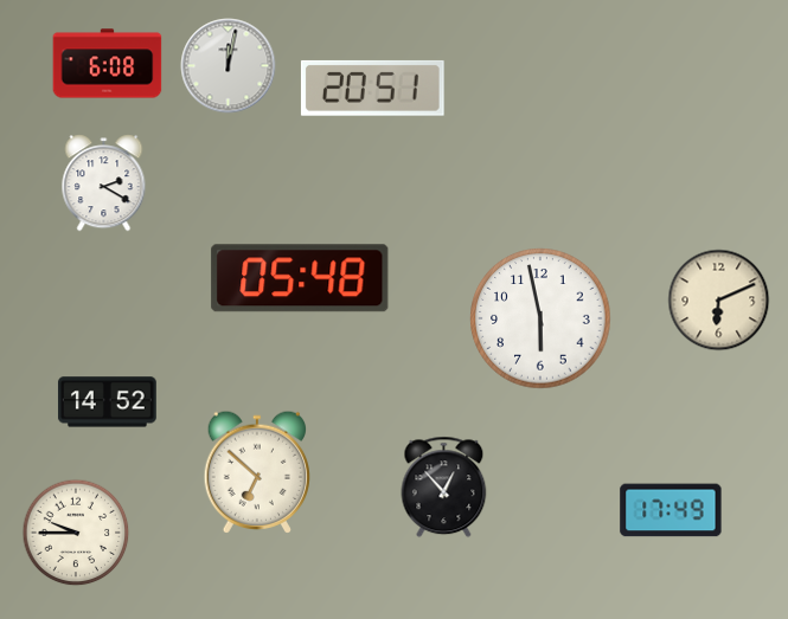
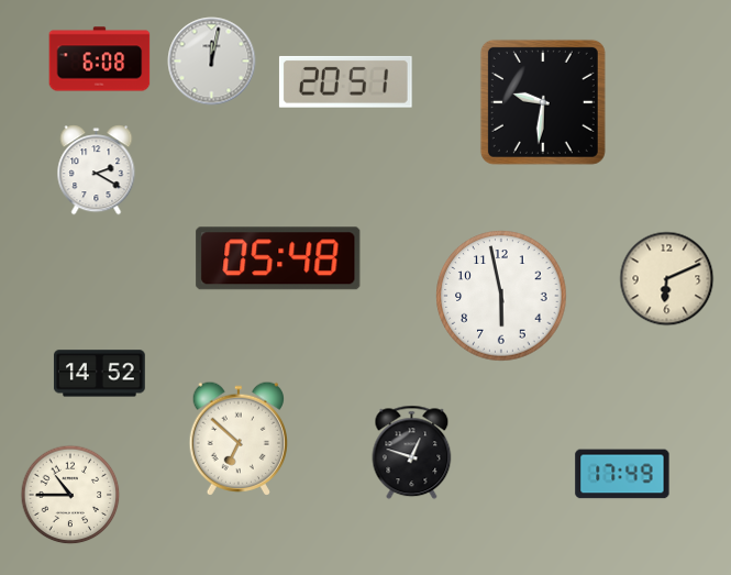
clock at (543, 102): none -> 9:31
clock at (444, 488): 12:53 -> 12:48
clock at (76, 533): 9:45 -> 10:45
